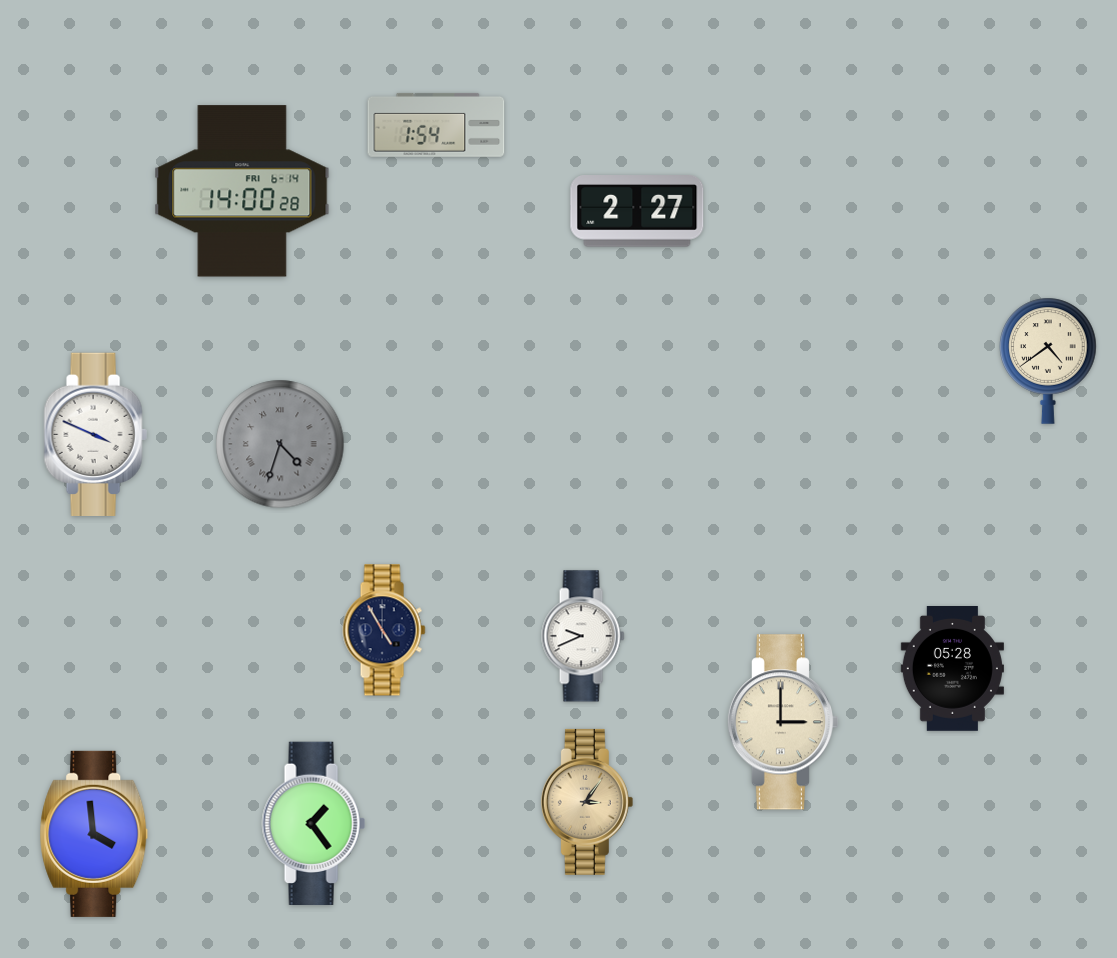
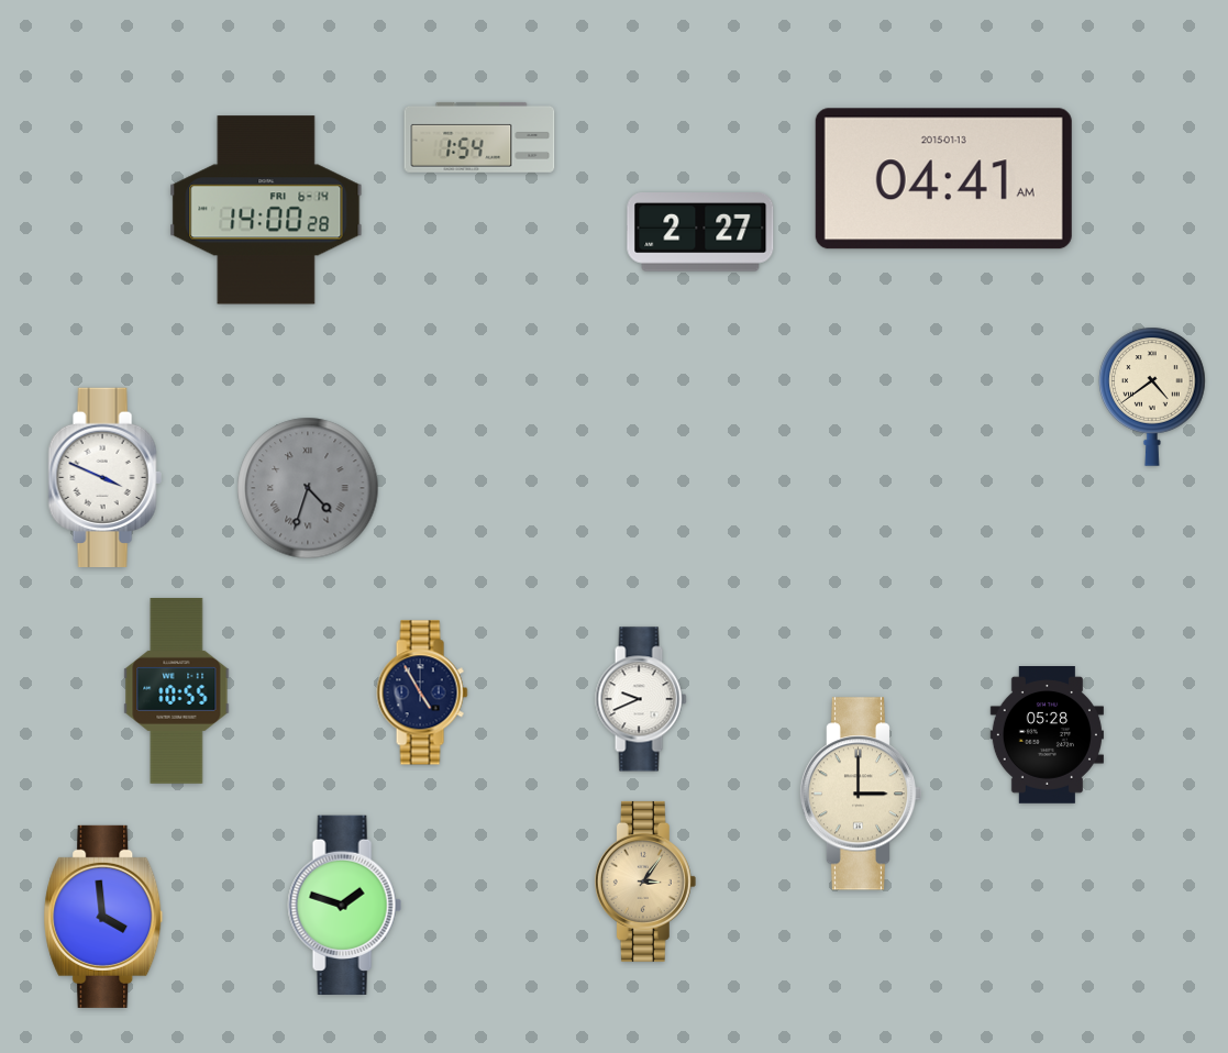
clock at (943, 179): none -> 04:41
clock at (177, 690): none -> 10:55
clock at (313, 823): 1:24 -> 1:48
